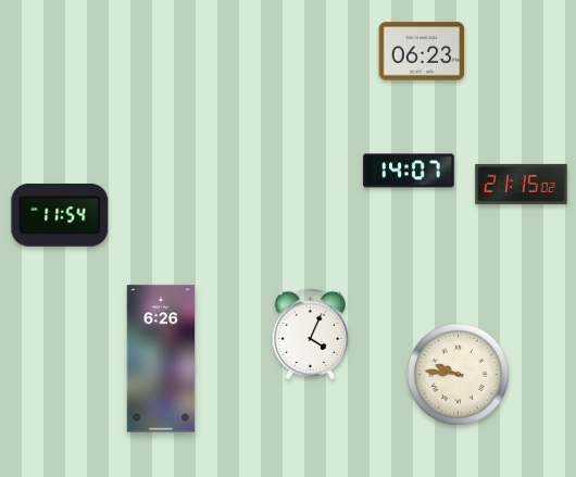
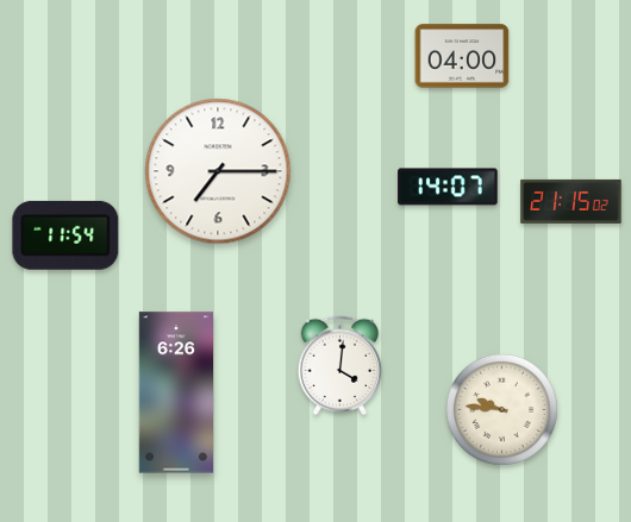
clock at (422, 51): 06:23 -> 04:00
clock at (218, 171): none -> 7:15
clock at (311, 335): 4:04 -> 4:01
